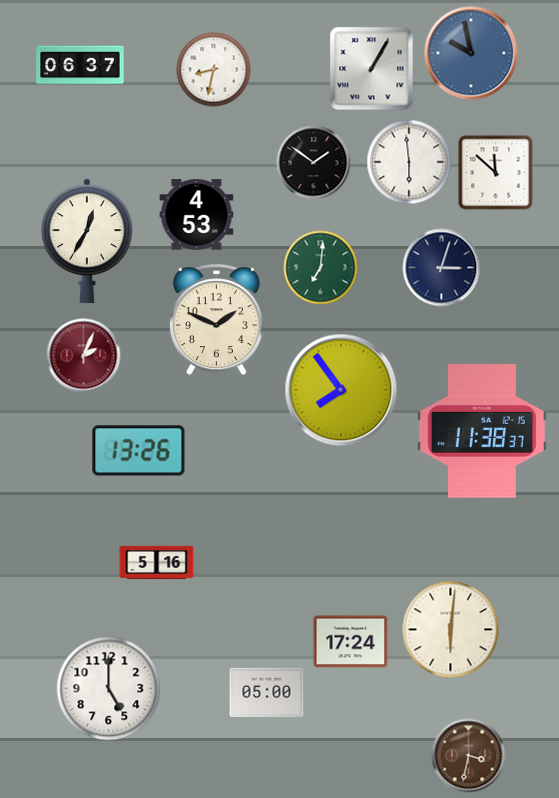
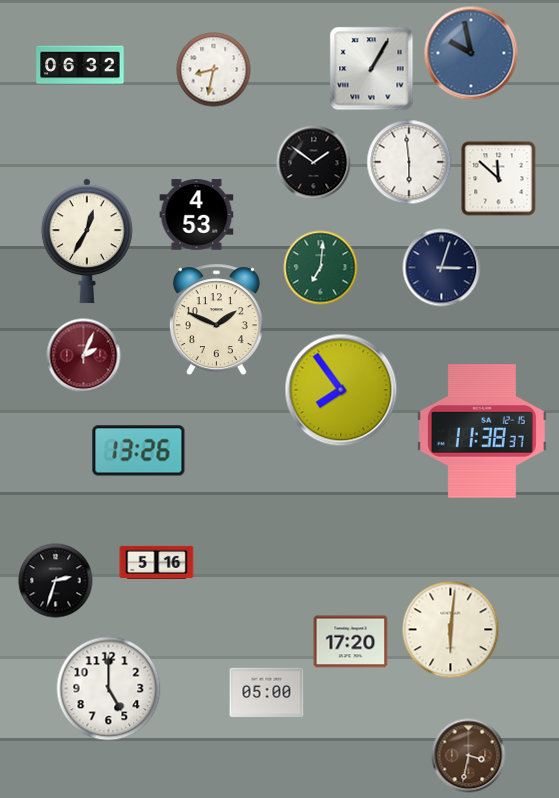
clock at (80, 65): 06:37 -> 06:32
clock at (496, 173) position: (496, 173) -> (499, 179)
clock at (56, 581): none -> 2:33
clock at (351, 642): 17:24 -> 17:20
